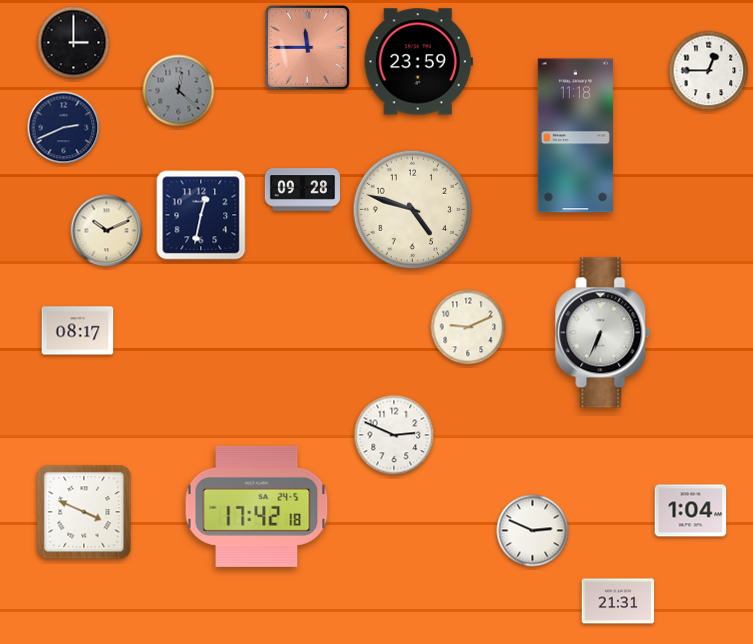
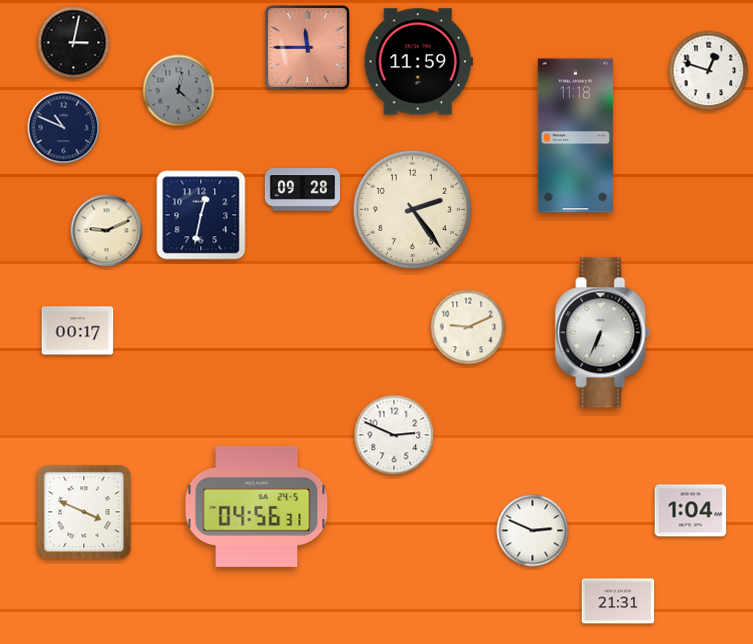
clock at (74, 43): 3:00 -> 3:02
clock at (418, 62): 23:59 -> 11:59
clock at (709, 71): 12:45 -> 12:48
clock at (64, 128): 2:41 -> 10:49
clock at (413, 210): 4:48 -> 2:24
clock at (107, 231): 10:11 -> 9:11
clock at (78, 331): 08:17 -> 00:17
clock at (257, 506): 17:42 -> 04:56
